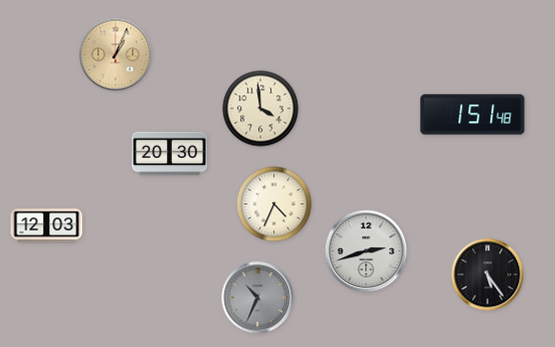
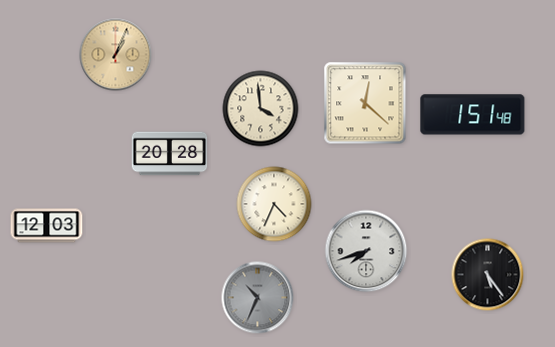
clock at (365, 103): none -> 12:22
clock at (170, 154): 20:30 -> 20:28
clock at (366, 251): 2:42 -> 7:42
